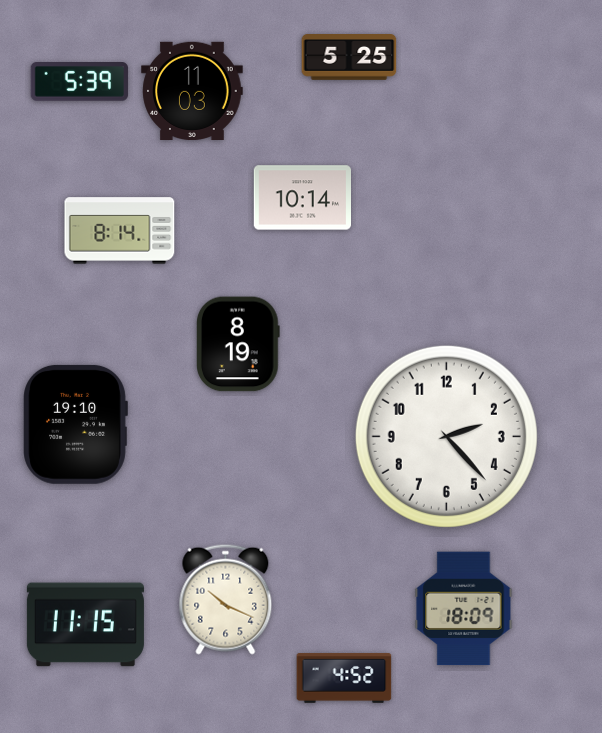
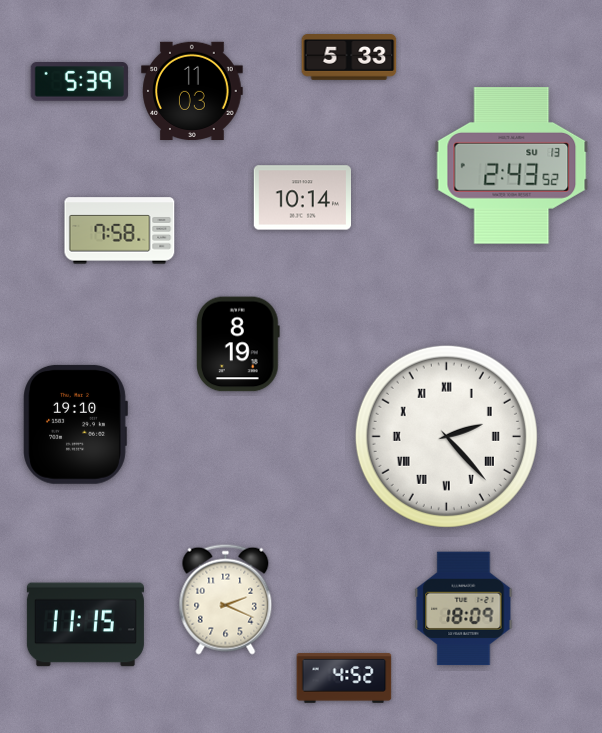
clock at (349, 58): 5:25 -> 5:33
clock at (512, 166): none -> 2:43
clock at (120, 231): 8:14 -> 7:58
clock at (446, 436) numerals: Arabic -> Roman
clock at (226, 599): 10:19 -> 2:19
